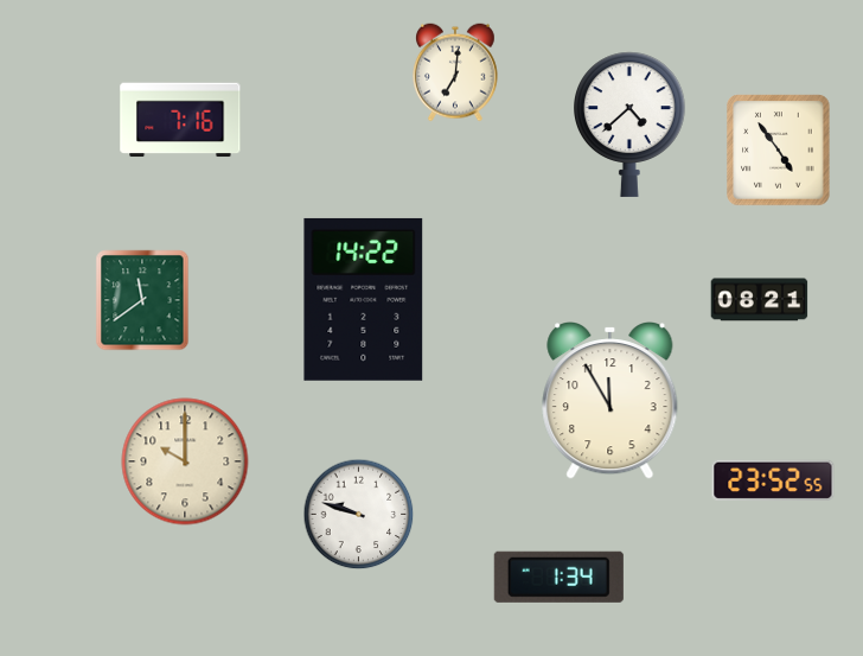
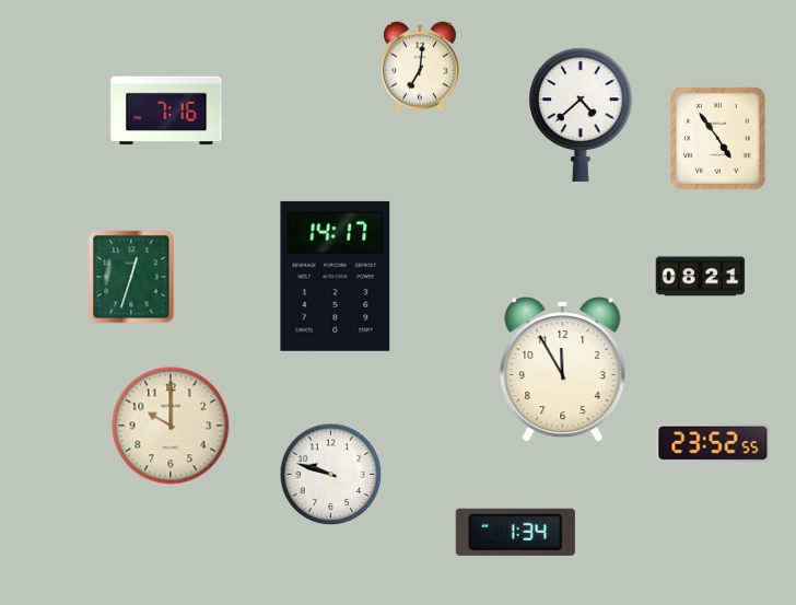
clock at (364, 299): 14:22 -> 14:17
clock at (142, 300): 11:39 -> 12:33
